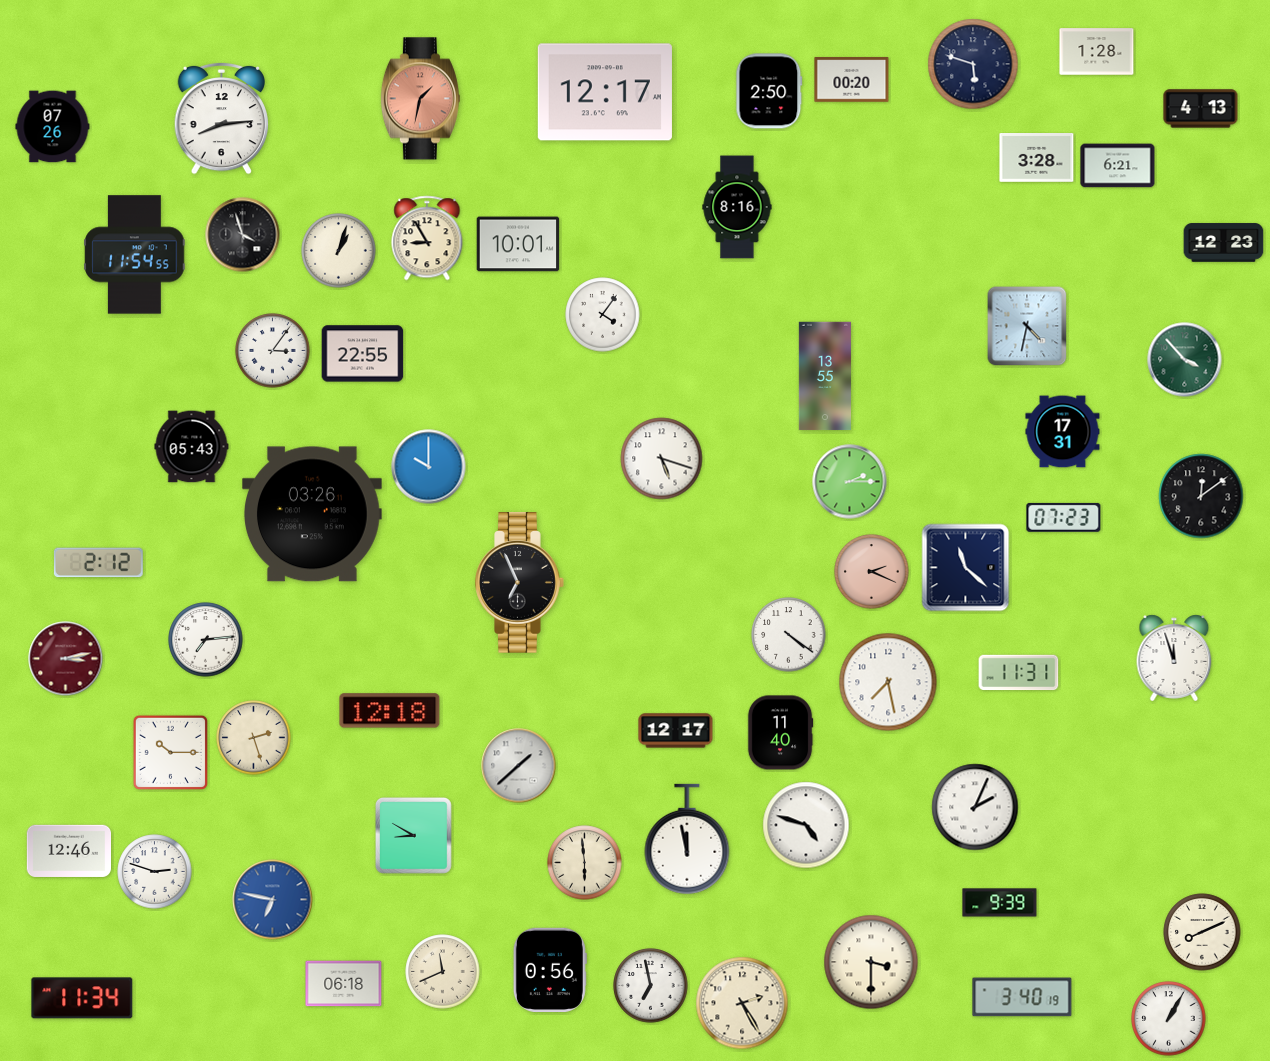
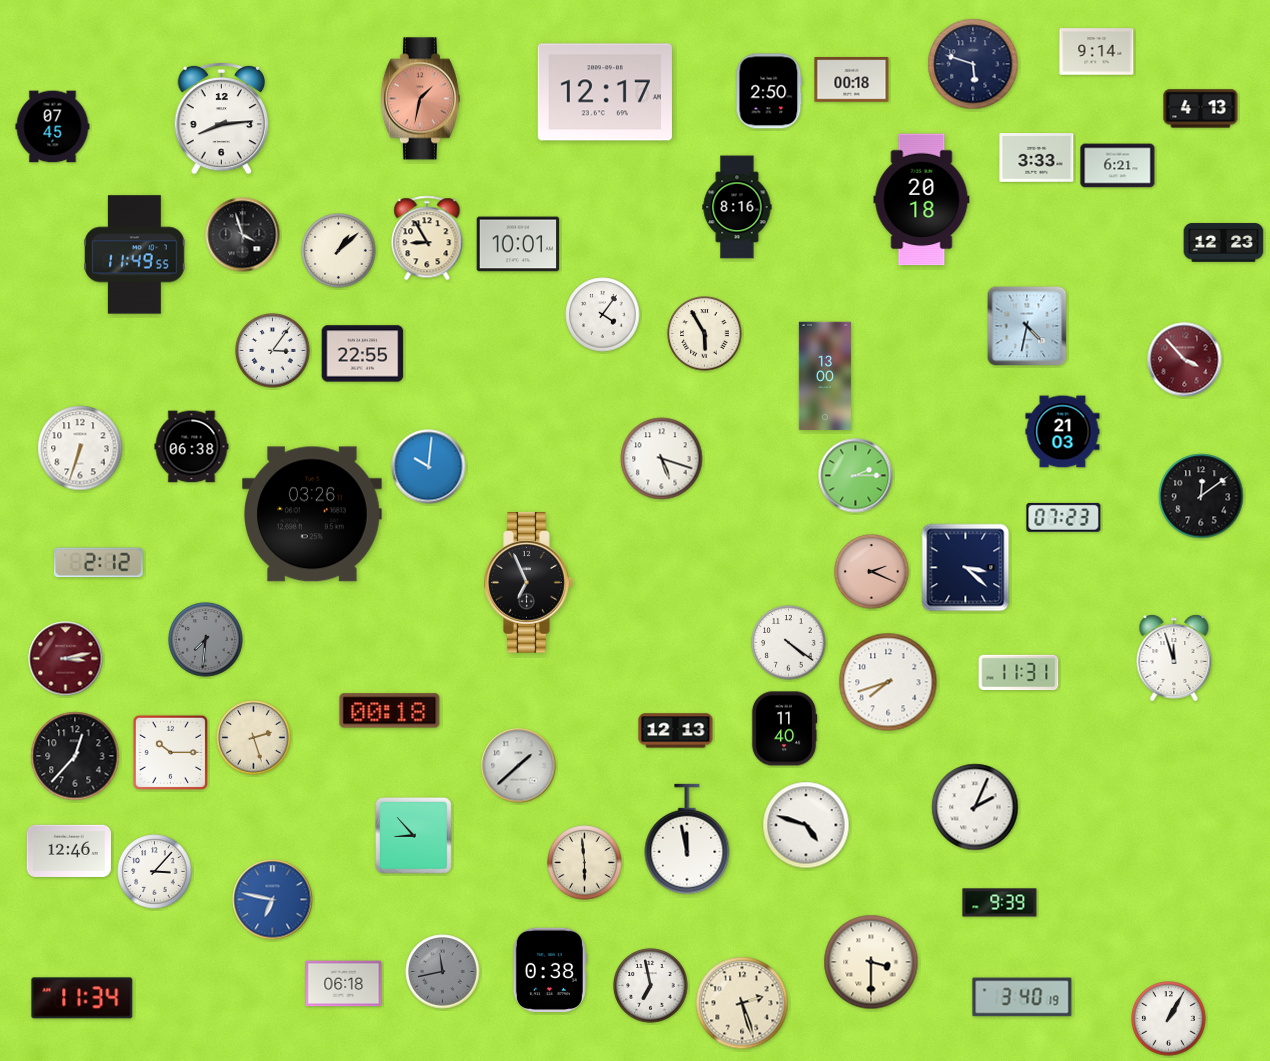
clock at (1097, 52): 1:28 -> 9:14
clock at (852, 80): 00:20 -> 00:18
clock at (53, 127): 07:26 -> 07:45
clock at (1037, 158): 3:28 -> 3:33
clock at (922, 200): none -> 20:18
clock at (339, 251): 1:03 -> 1:08
clock at (135, 255): 11:54 -> 11:49
clock at (705, 334): none -> 5:55
clock at (1185, 360) dial: green -> burgundy
clock at (825, 376): 13:55 -> 13:00
clock at (1063, 432): 17:31 -> 21:03
clock at (192, 447): 05:43 -> 06:38
clock at (80, 448): none -> 6:33
clock at (429, 467): 10:00 -> 10:01
clock at (850, 482) position: (850, 482) -> (856, 476)
clock at (966, 568): 11:22 -> 3:22
clock at (520, 583) position: (520, 583) -> (529, 583)
clock at (789, 635) position: (789, 635) -> (789, 643)
clock at (206, 640): 7:14 -> 7:31
clock at (206, 640) dial: white -> grey
clock at (888, 682): 7:28 -> 7:42
clock at (390, 711): 12:18 -> 00:18
clock at (676, 731): 12:17 -> 12:13
clock at (780, 733) position: (780, 733) -> (784, 729)
clock at (75, 756): none -> 12:37
clock at (414, 836): 8:50 -> 8:53
clock at (155, 872): 2:48 -> 3:07
clock at (1202, 932): 8:11 -> none
clock at (550, 969): 0:56 -> 0:38
clock at (443, 972): 11:41 -> 11:43
clock at (443, 972) dial: cream -> grey
clock at (742, 1003): 2:25 -> 2:27
